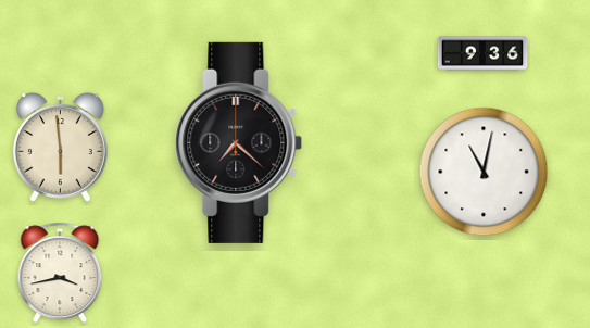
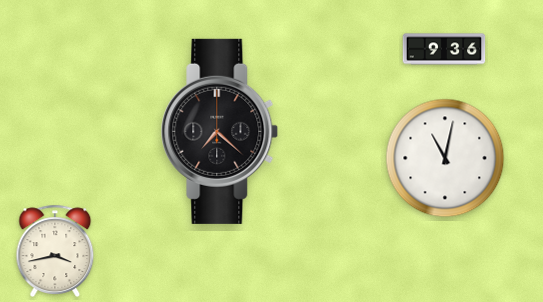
clock at (60, 147): 5:59 -> none
